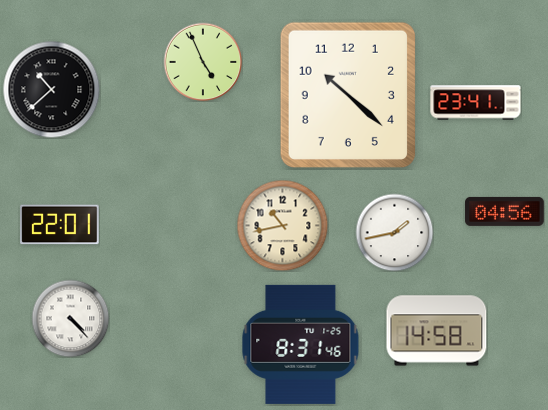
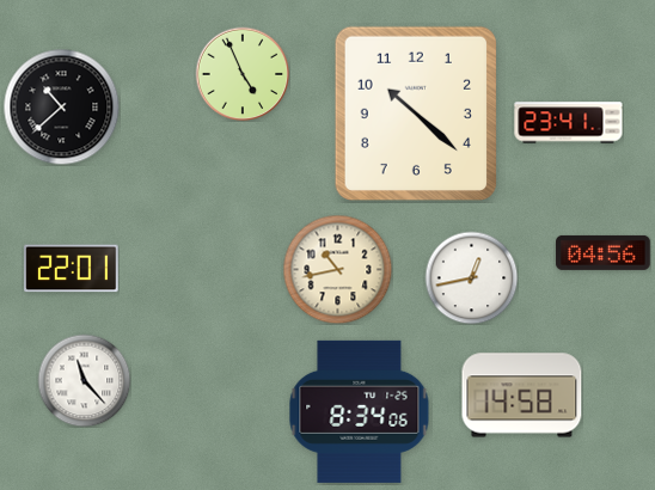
clock at (394, 232): 1:43 -> 12:43
clock at (70, 318): 4:23 -> 11:23
clock at (301, 344): 8:31 -> 8:34
